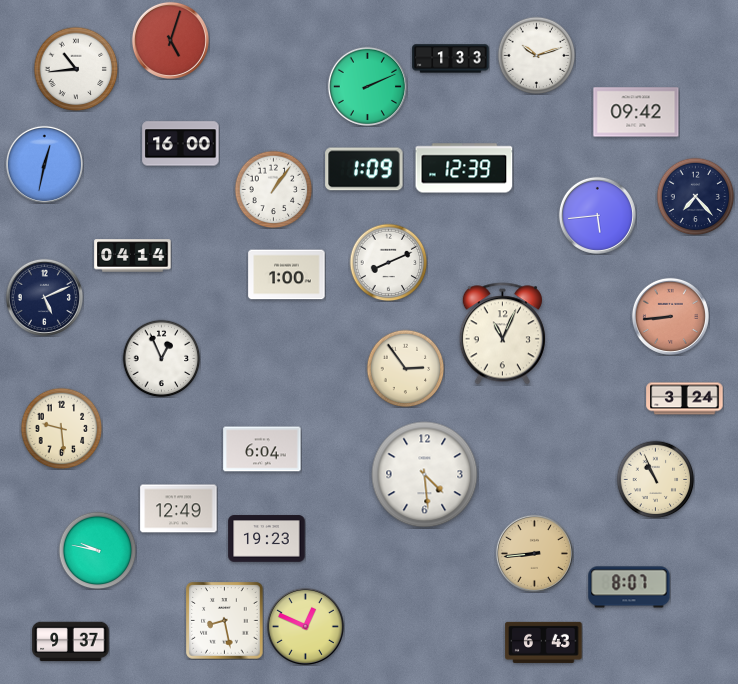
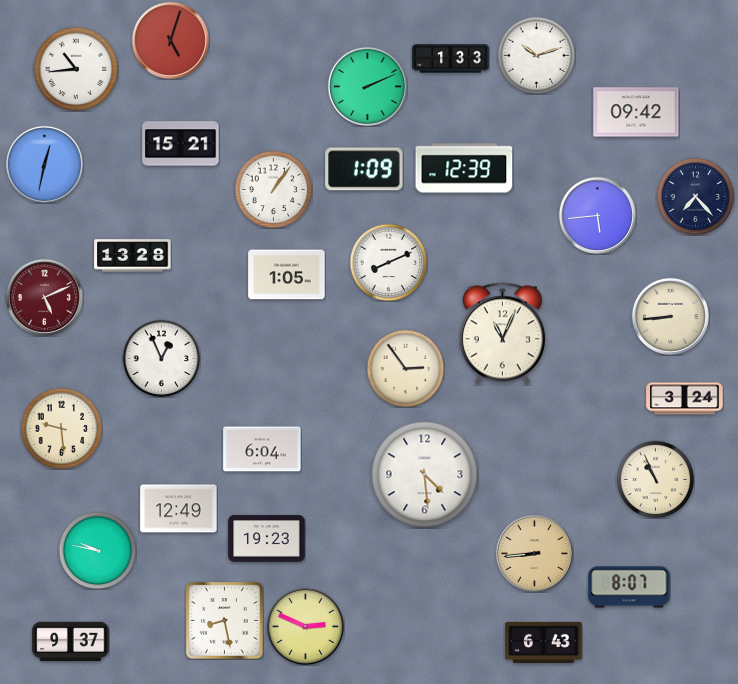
clock at (181, 144): 16:00 -> 15:21
clock at (133, 256): 04:14 -> 13:28
clock at (287, 275): 1:00 -> 1:05
clock at (44, 297) dial: navy -> burgundy
clock at (670, 316) dial: salmon -> cream
clock at (305, 626): 12:49 -> 2:49
